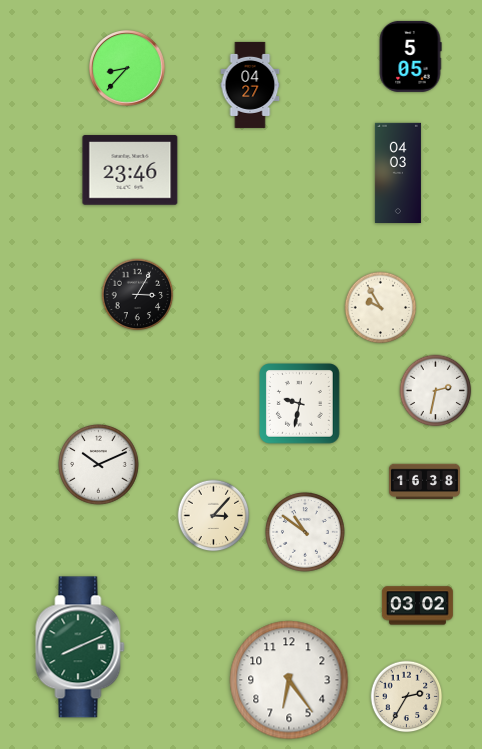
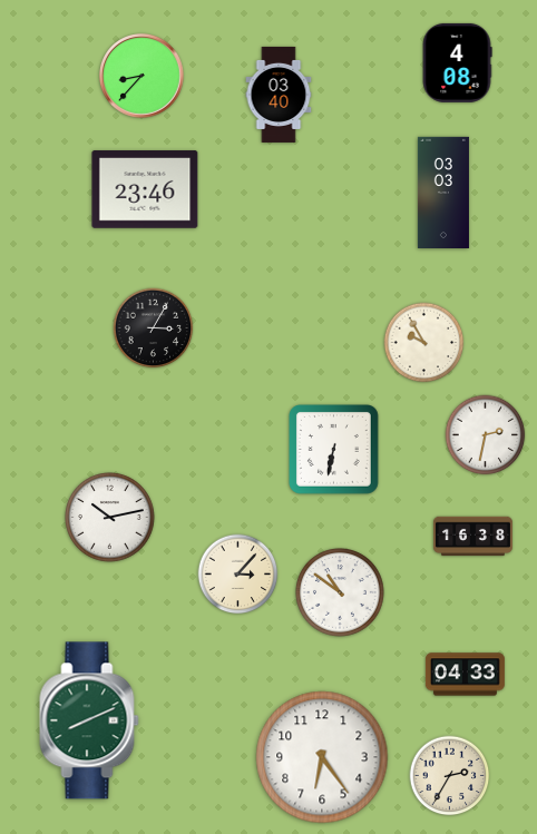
clock at (410, 56): 5:05 -> 4:08
clock at (250, 85): 04:27 -> 03:40
clock at (398, 173): 04:03 -> 03:03
clock at (300, 404): 9:32 -> 6:32
clock at (99, 465): 10:11 -> 10:13
clock at (417, 606): 03:02 -> 04:33
clock at (407, 697) position: (407, 697) -> (450, 776)
